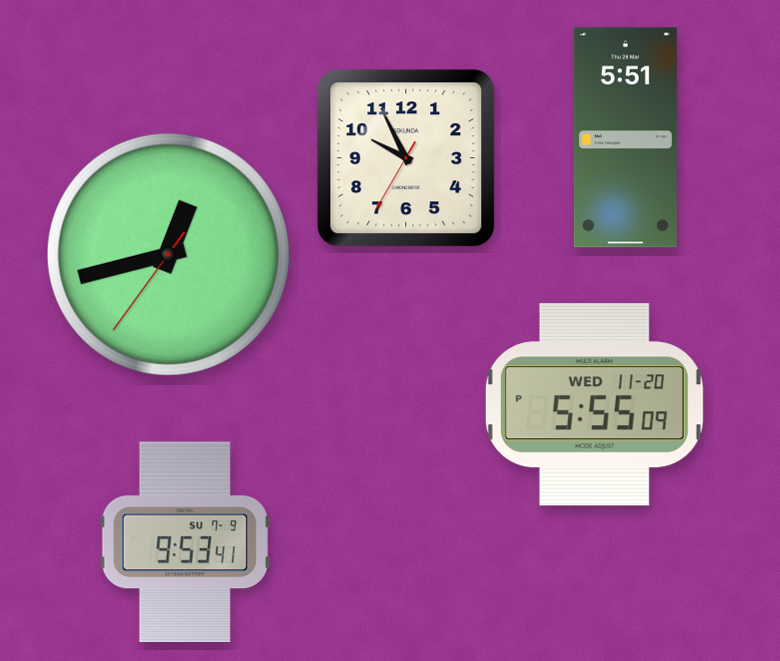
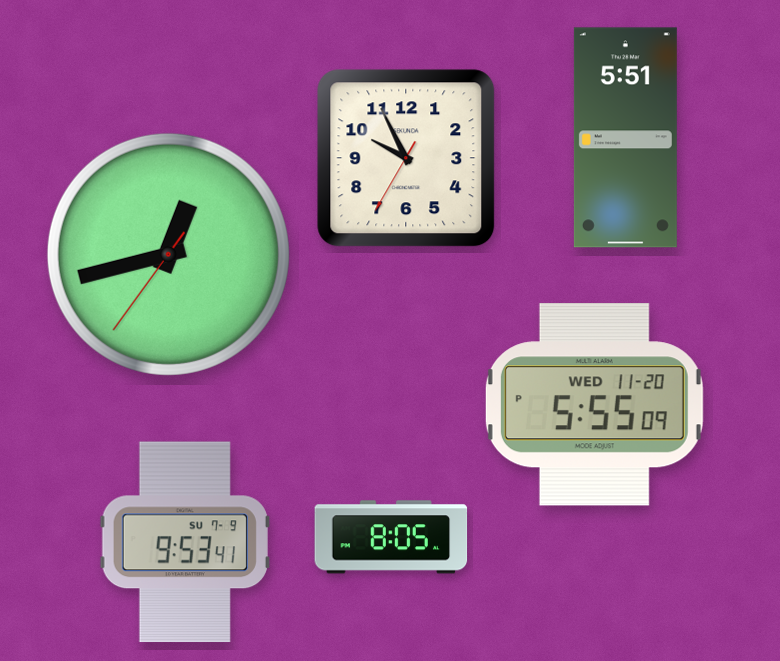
clock at (391, 537): none -> 8:05
